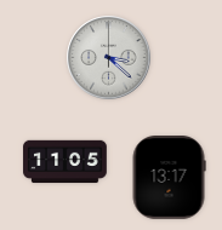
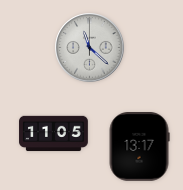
clock at (109, 58): 3:22 -> 11:22
